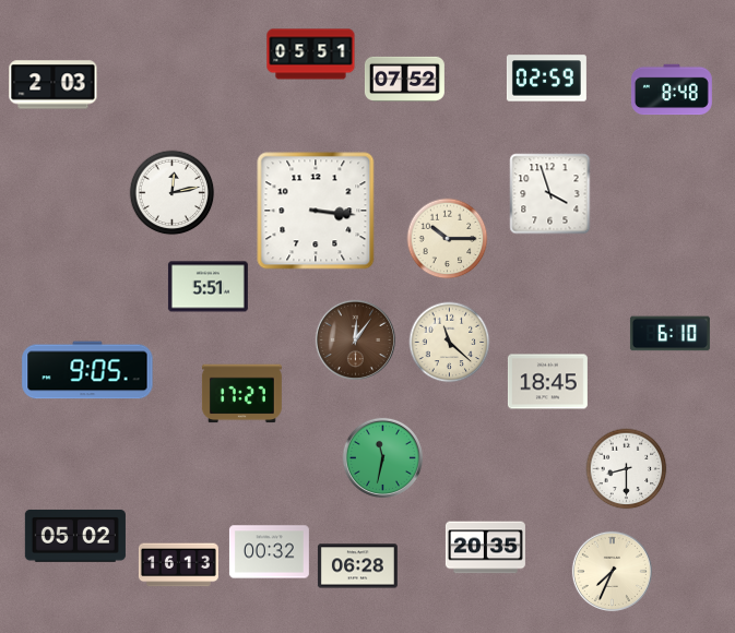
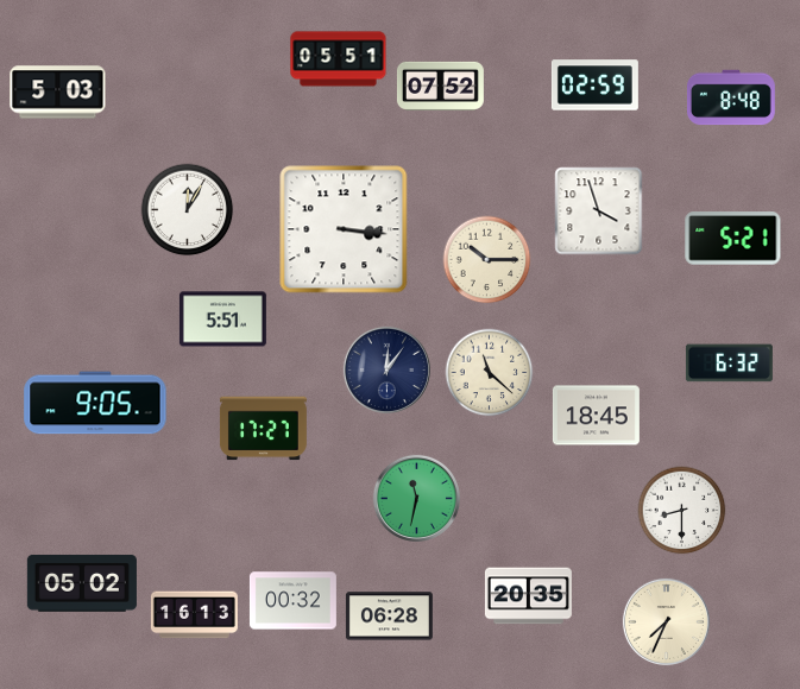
clock at (54, 85): 2:03 -> 5:03
clock at (173, 193): 12:13 -> 12:05
clock at (733, 239): none -> 5:21
clock at (208, 287) position: (208, 287) -> (222, 320)
clock at (669, 334): 6:10 -> 6:32
clock at (355, 339) dial: brown -> navy
